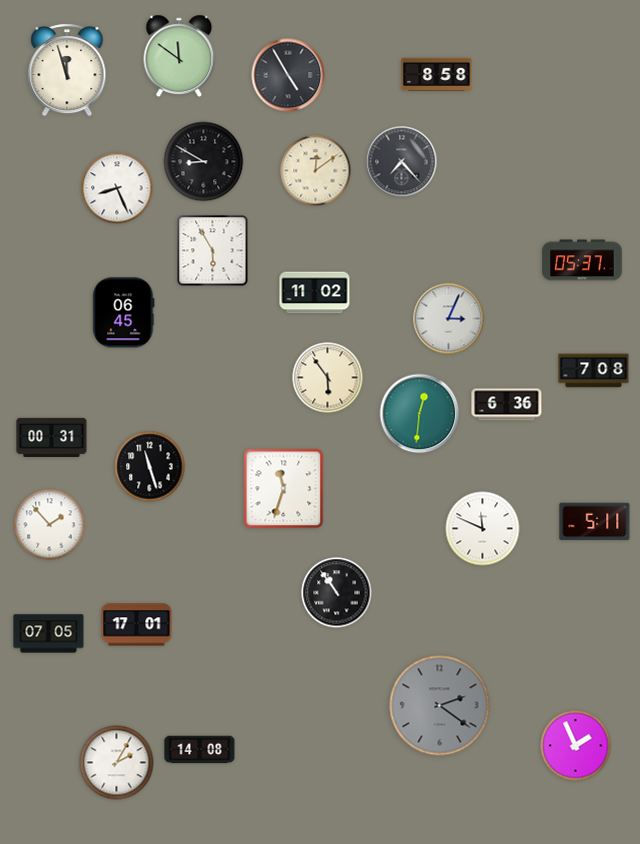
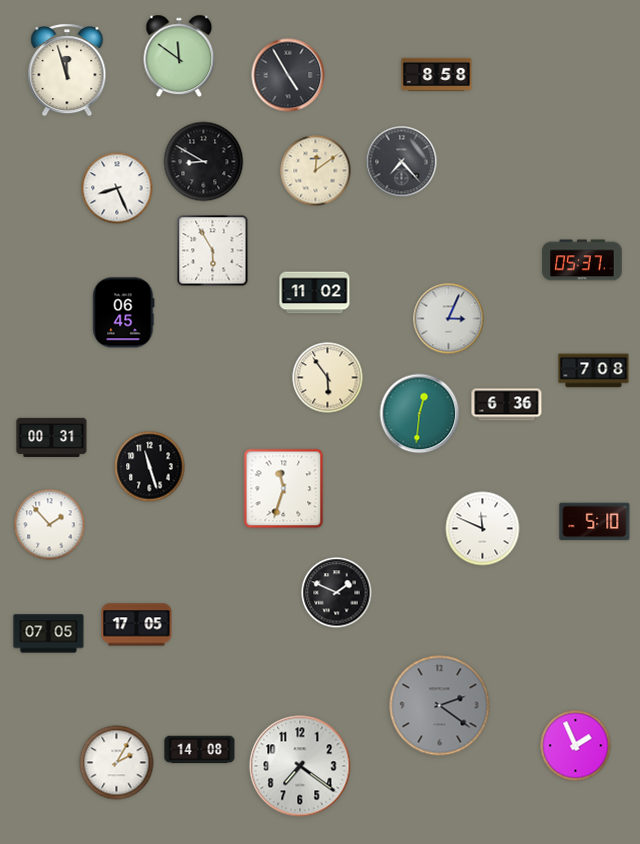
clock at (595, 522): 5:11 -> 5:10
clock at (337, 593): 10:54 -> 1:49
clock at (137, 625): 17:01 -> 17:05
clock at (300, 766): none -> 7:21
